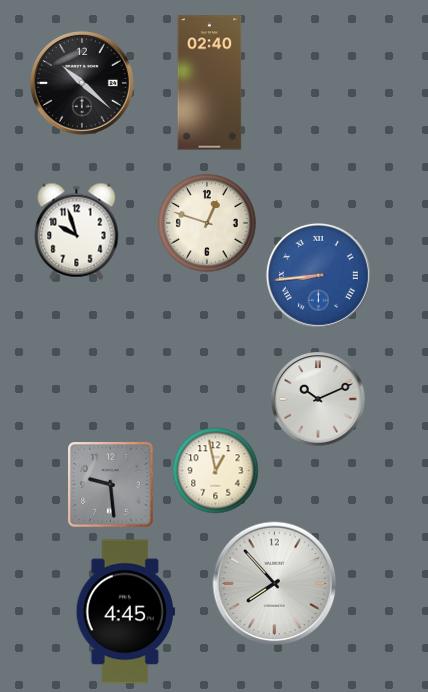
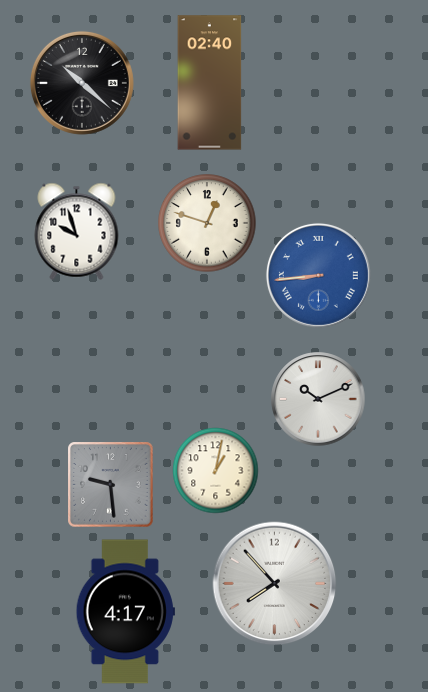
clock at (216, 471): 12:58 -> 1:02
clock at (125, 612): 4:45 -> 4:17
